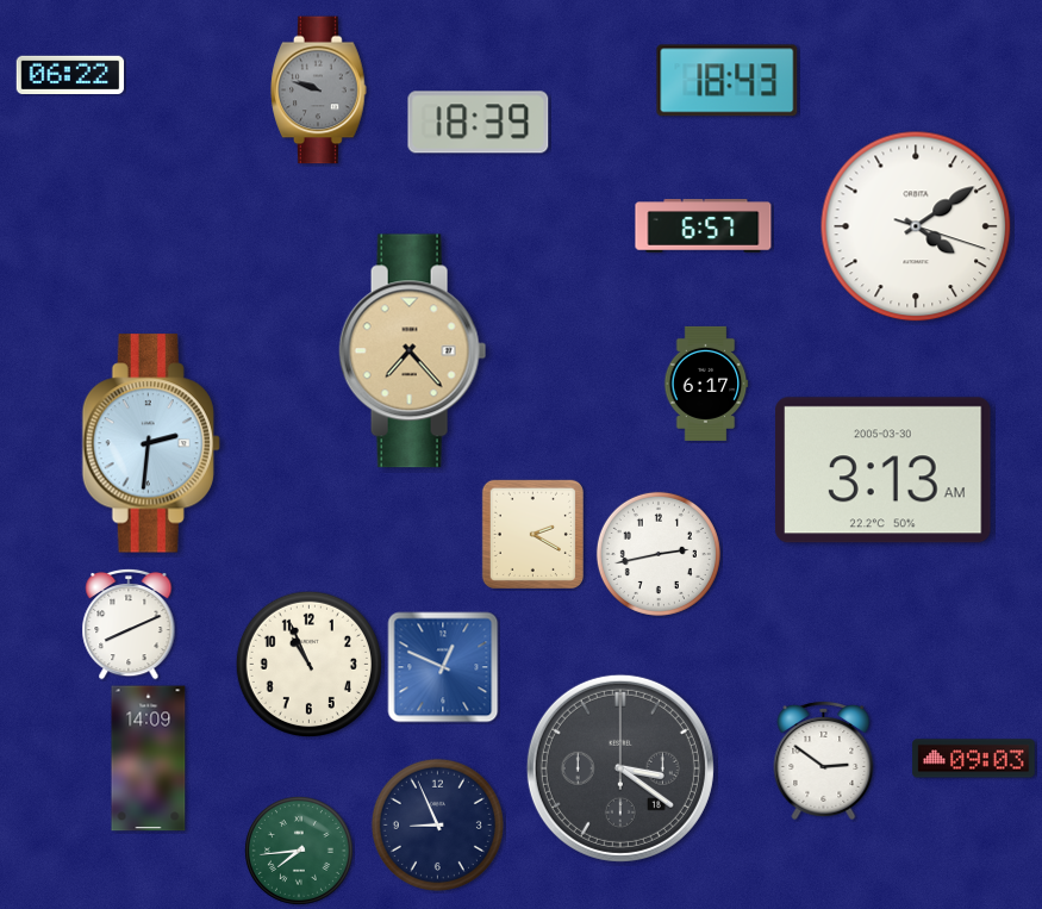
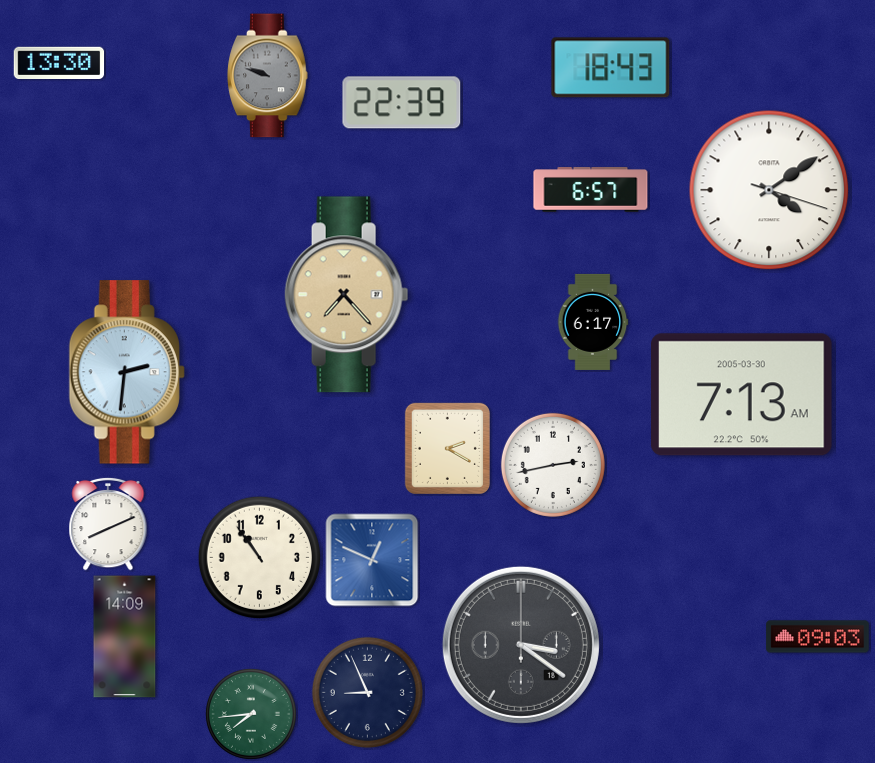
clock at (70, 74): 06:22 -> 13:30
clock at (479, 123): 18:39 -> 22:39
clock at (884, 471): 3:13 -> 7:13
clock at (308, 664): 10:56 -> 10:54
clock at (824, 760): 2:51 -> none
